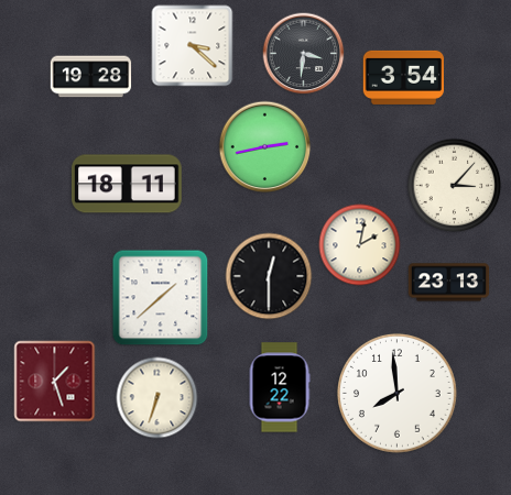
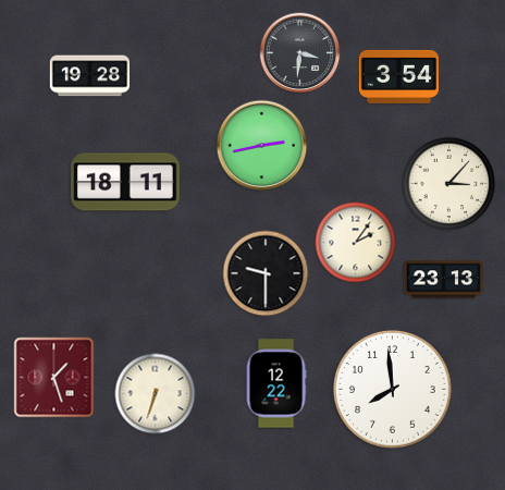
clock at (193, 46): 3:22 -> none
clock at (360, 245): 2:02 -> 2:06
clock at (269, 276): 12:30 -> 9:30
clock at (161, 298): 1:38 -> none
